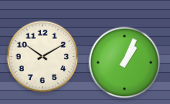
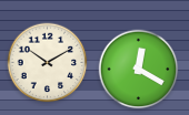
clock at (125, 63): 1:04 -> 12:20
